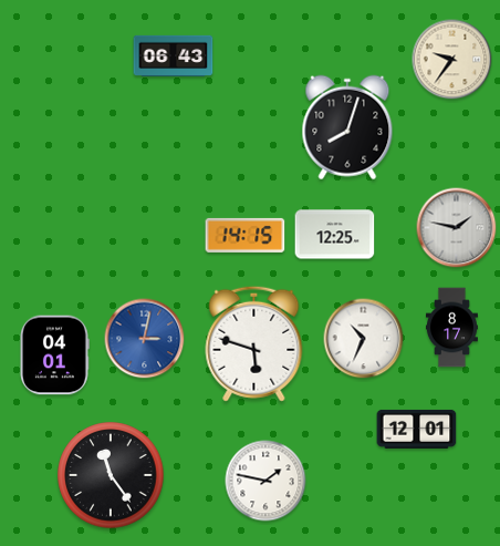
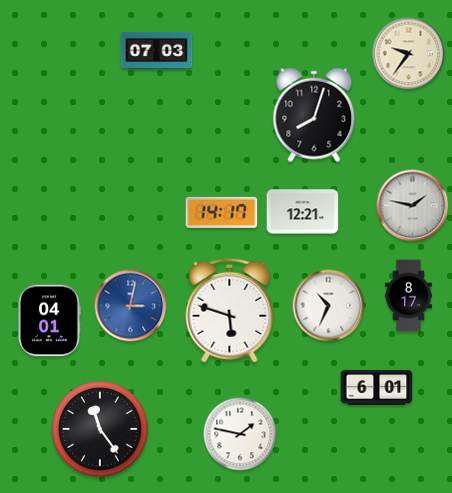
clock at (174, 55): 06:43 -> 07:03
clock at (246, 235): 14:15 -> 14:17
clock at (335, 235): 12:25 -> 12:21
clock at (417, 429): 12:01 -> 6:01
